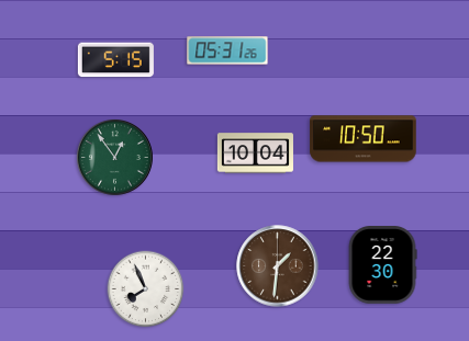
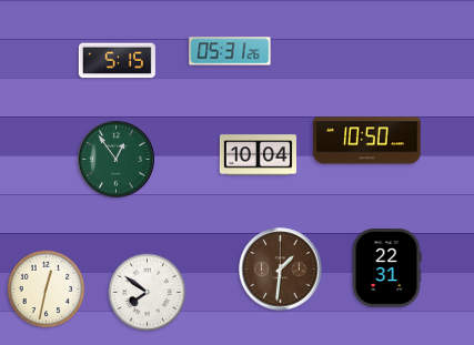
clock at (382, 265): 22:30 -> 22:31
clock at (47, 290): none -> 12:32
clock at (146, 289): 7:56 -> 7:51
